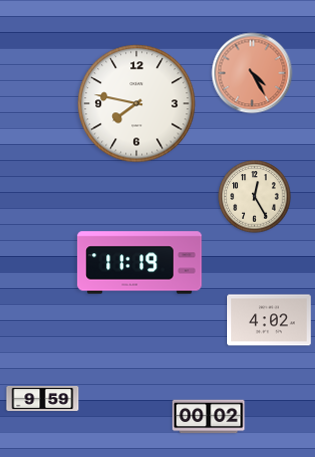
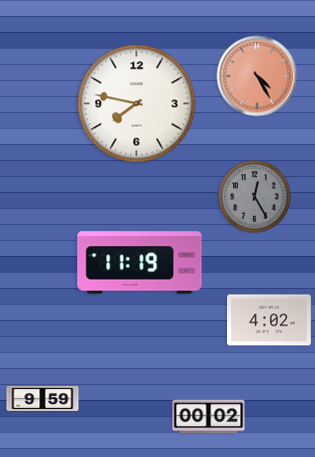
clock at (252, 73) position: (252, 73) -> (257, 76)
clock at (255, 197) dial: cream -> grey
